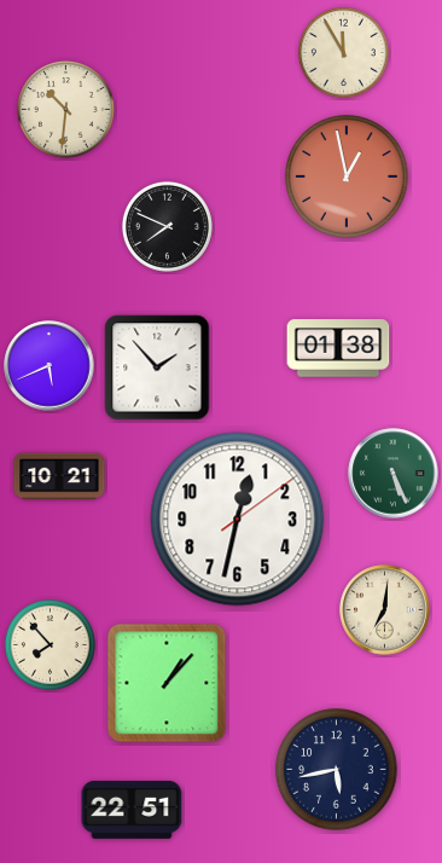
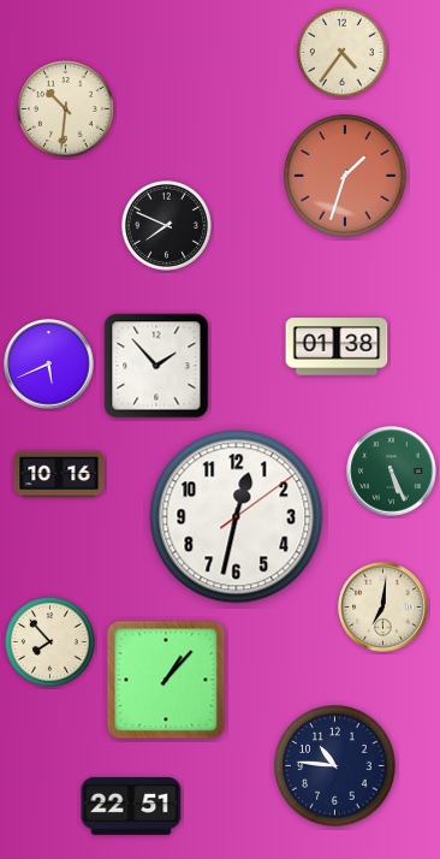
clock at (343, 52): 11:55 -> 4:36
clock at (347, 176): 12:58 -> 1:33
clock at (59, 476): 10:21 -> 10:16
clock at (337, 770): 5:43 -> 10:46
